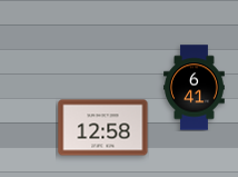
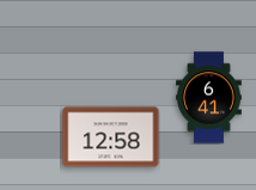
clock at (195, 88) position: (195, 88) -> (209, 98)
